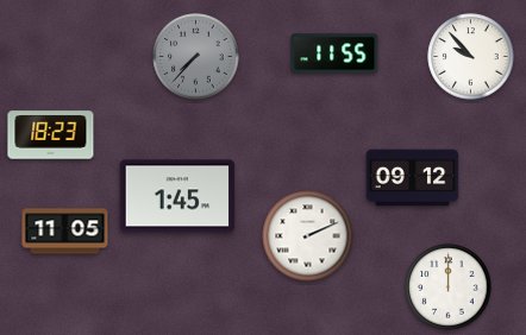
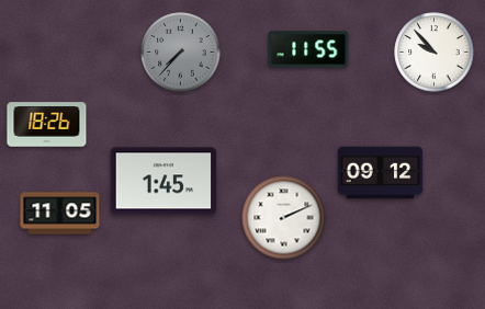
clock at (51, 135): 18:23 -> 18:26
clock at (413, 178) position: (413, 178) -> (381, 173)
clock at (449, 287): 12:00 -> none
